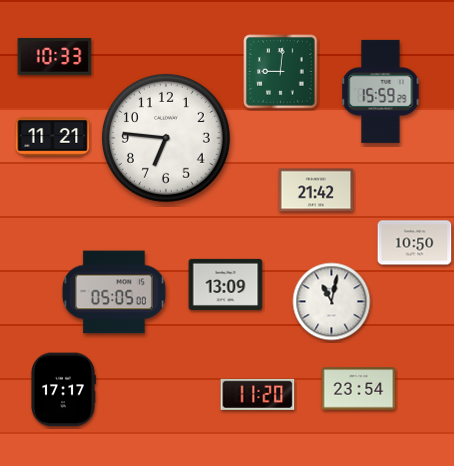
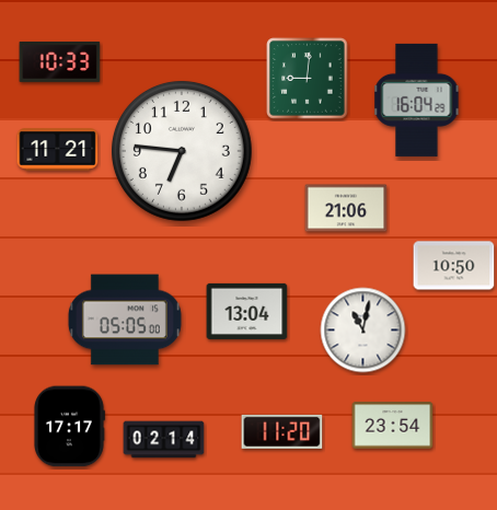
clock at (381, 91): 15:59 -> 16:04
clock at (316, 190): 21:42 -> 21:06
clock at (226, 284): 13:09 -> 13:04
clock at (164, 440): none -> 02:14
